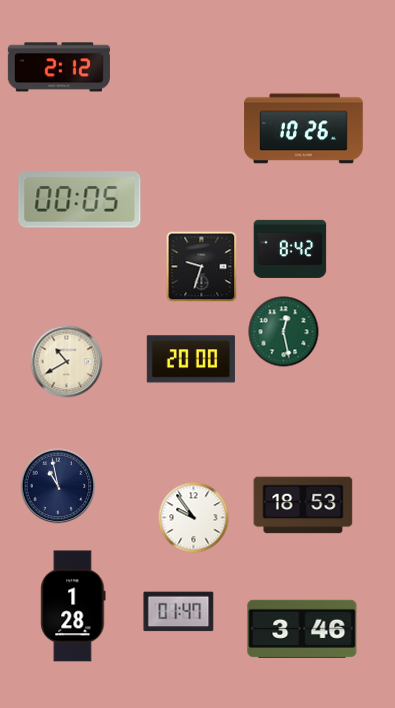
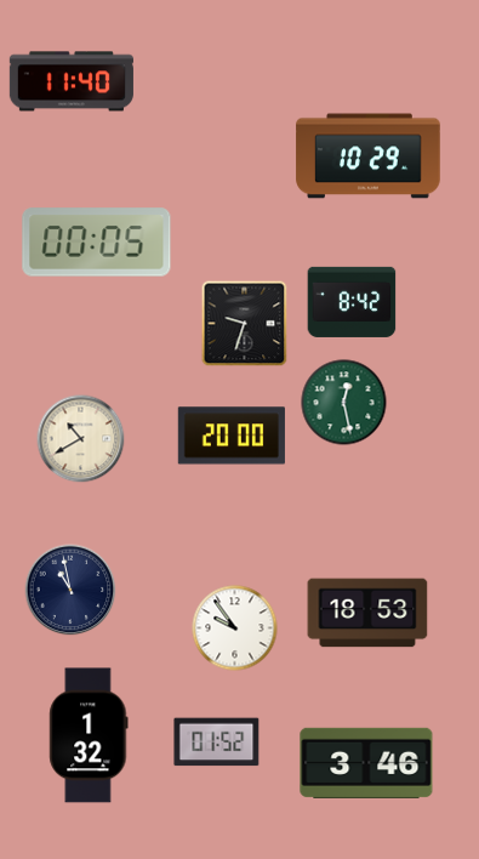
clock at (59, 67): 2:12 -> 11:40
clock at (304, 129): 10:26 -> 10:29
clock at (73, 606): 1:28 -> 1:32
clock at (179, 612): 01:47 -> 01:52
